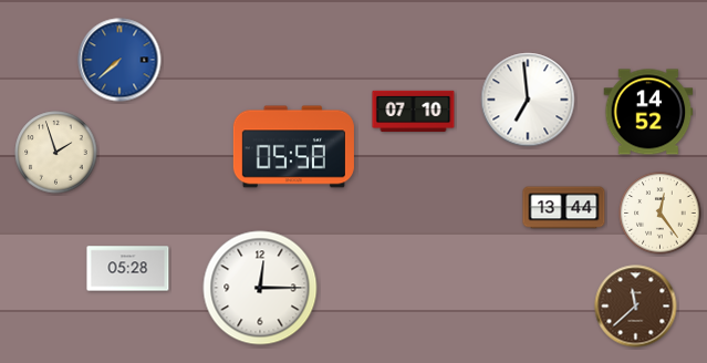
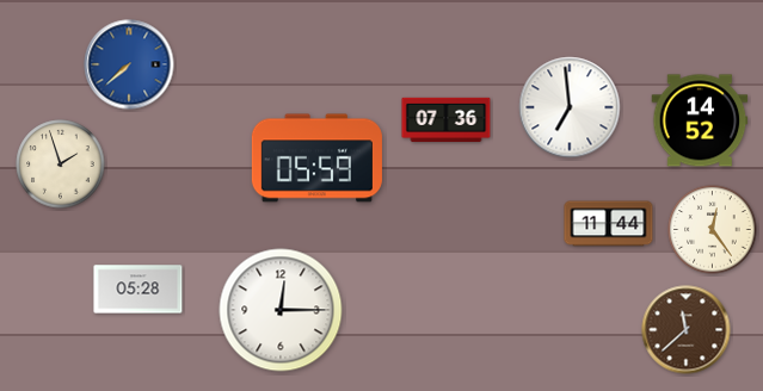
clock at (414, 112): 07:10 -> 07:36
clock at (293, 147): 05:58 -> 05:59
clock at (564, 208): 13:44 -> 11:44
